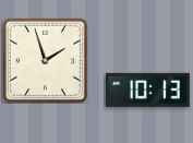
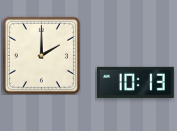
clock at (45, 60): 1:57 -> 2:00
